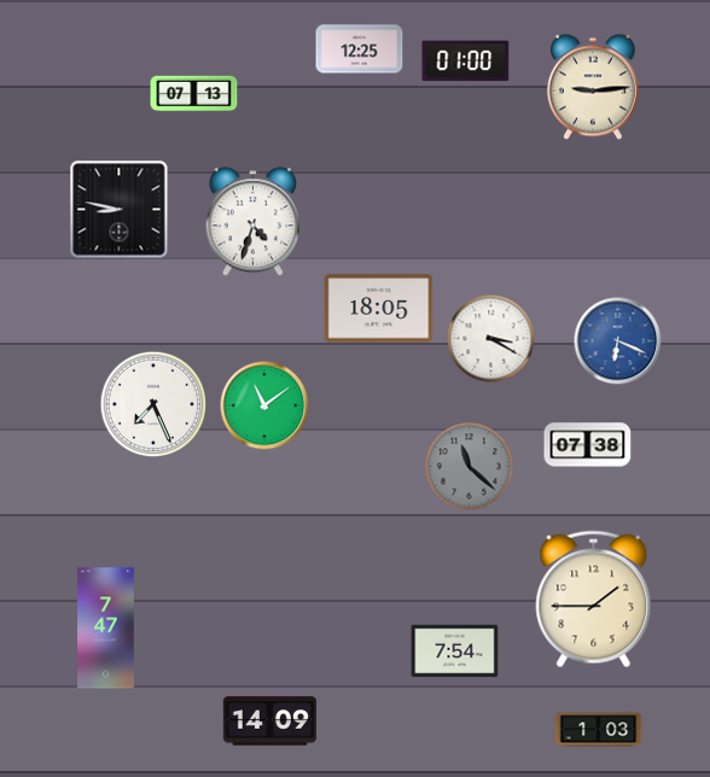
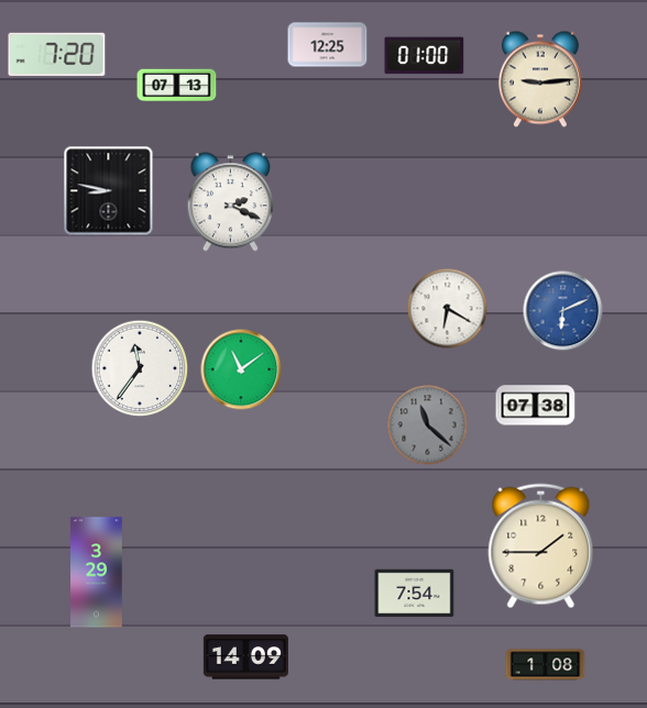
clock at (57, 55): none -> 7:20
clock at (252, 222): 4:33 -> 2:19
clock at (379, 309): 18:05 -> none
clock at (491, 339): 3:20 -> 6:20
clock at (618, 341): 6:19 -> 6:11
clock at (153, 404): 7:26 -> 11:36
clock at (106, 629): 7:47 -> 3:29
clock at (599, 730): 1:03 -> 1:08
